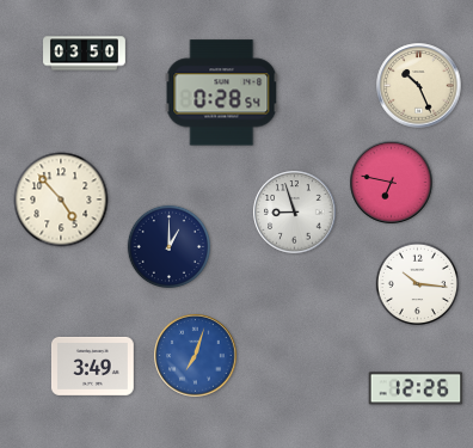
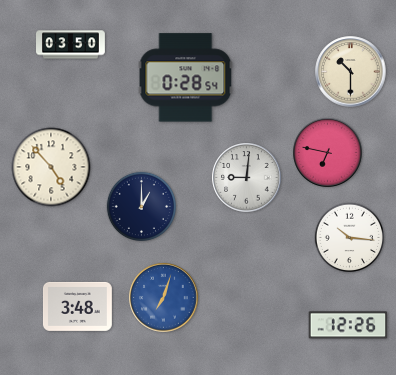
clock at (419, 86): 10:26 -> 10:30
clock at (295, 213): 8:57 -> 9:01
clock at (92, 366): 3:49 -> 3:48
